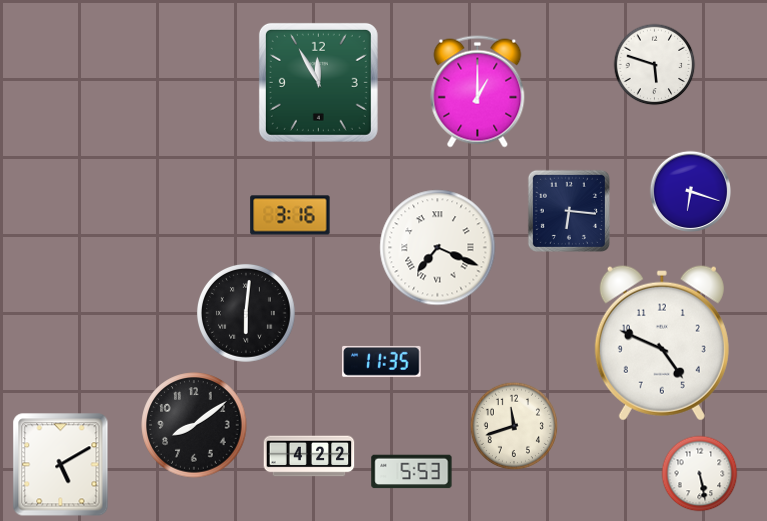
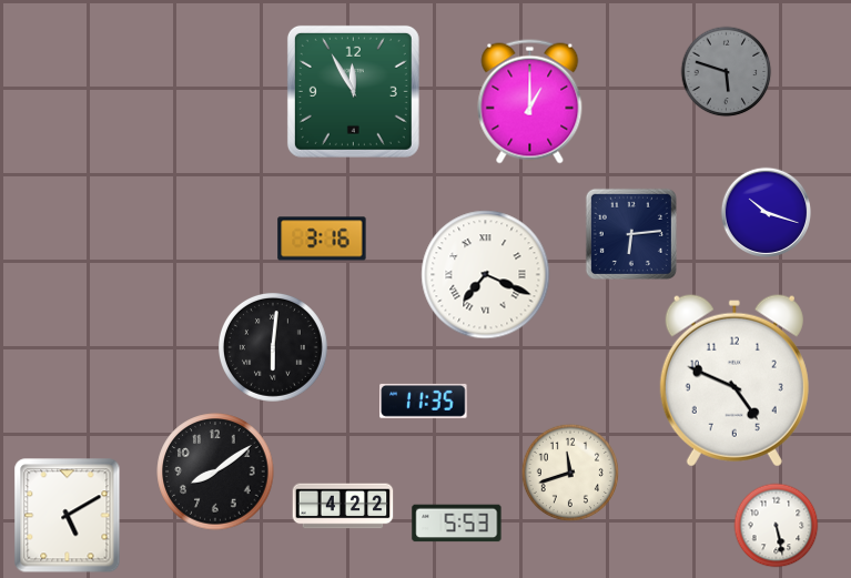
clock at (655, 65) dial: white -> grey
clock at (690, 191): 6:18 -> 10:18
clock at (569, 211): 6:16 -> 6:14
